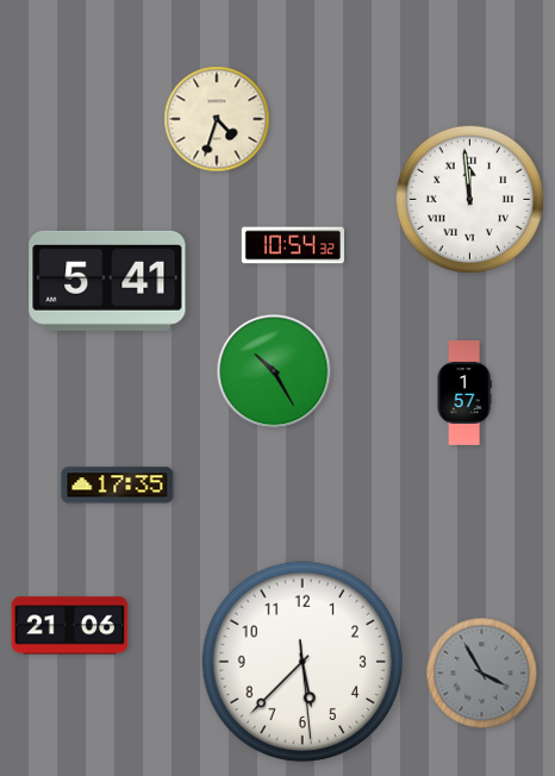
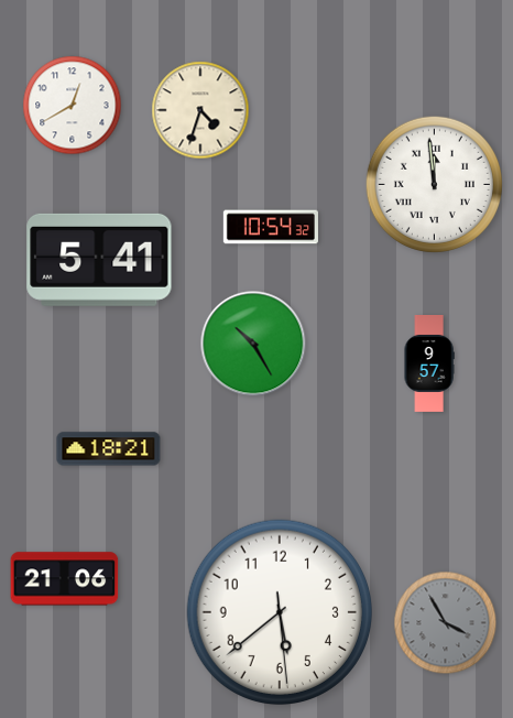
clock at (73, 106): none -> 12:40
clock at (464, 394): 1:57 -> 9:57
clock at (118, 486): 17:35 -> 18:21
clock at (301, 661): 5:37 -> 5:38
